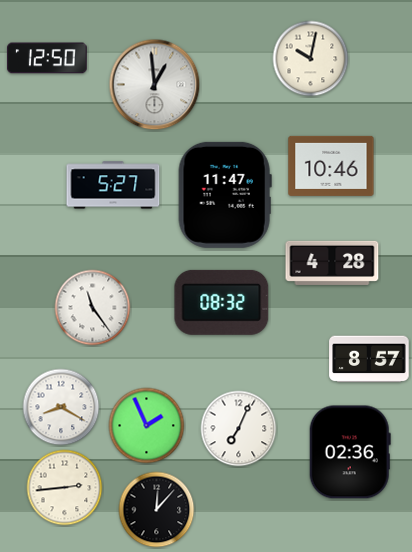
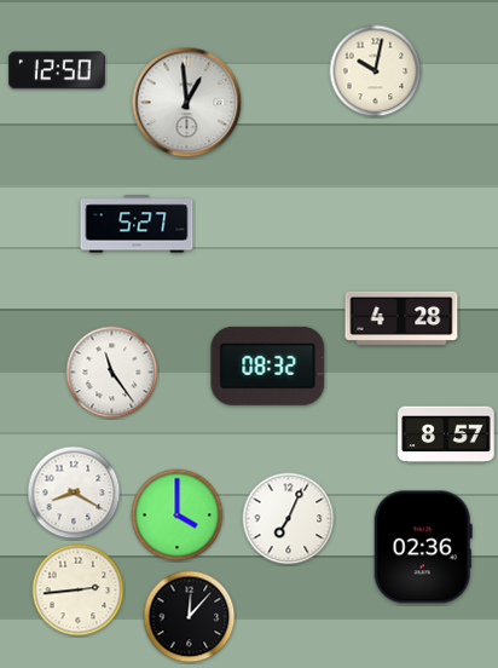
clock at (331, 166): 10:46 -> none
clock at (225, 195): 11:47 -> none
clock at (147, 426): 1:56 -> 4:00
